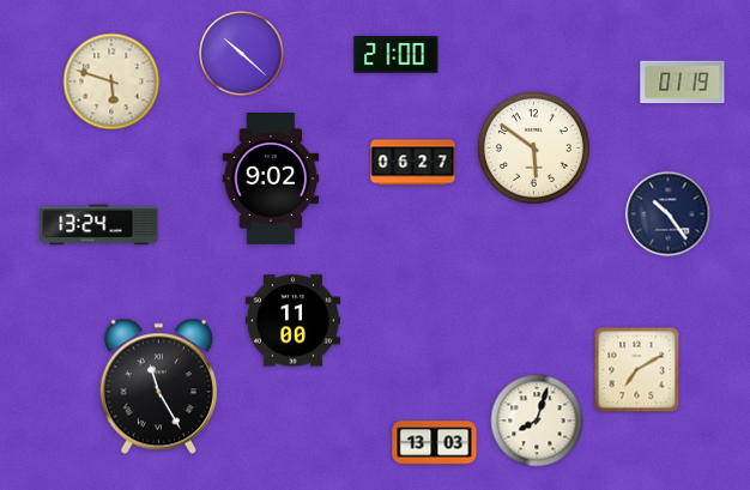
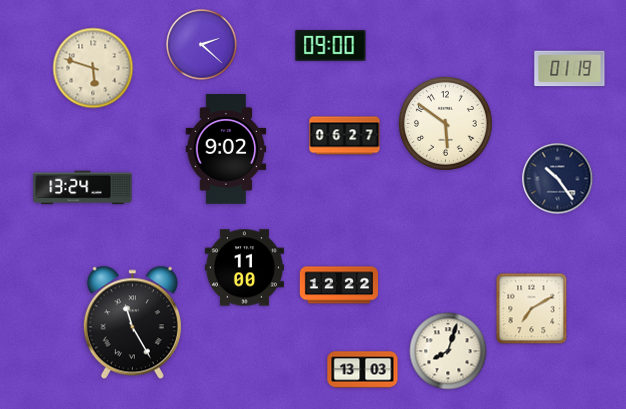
clock at (242, 54): 10:22 -> 2:22
clock at (397, 55): 21:00 -> 09:00
clock at (338, 285): none -> 12:22
